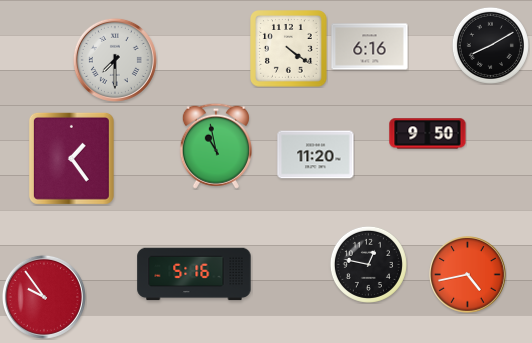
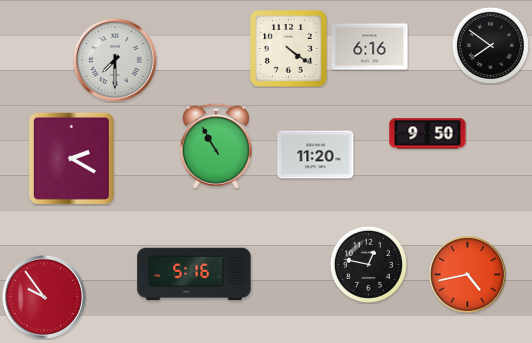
clock at (490, 45): 8:10 -> 7:51
clock at (216, 146): 10:58 -> 10:55
clock at (71, 158): 1:24 -> 2:20
